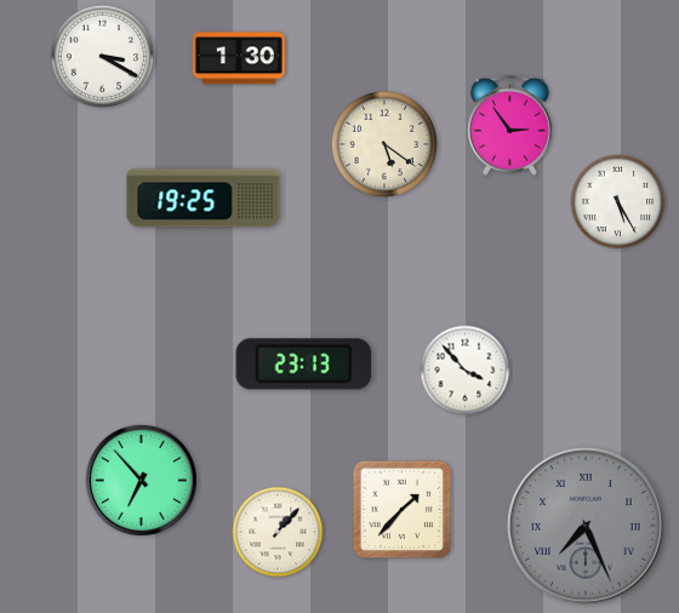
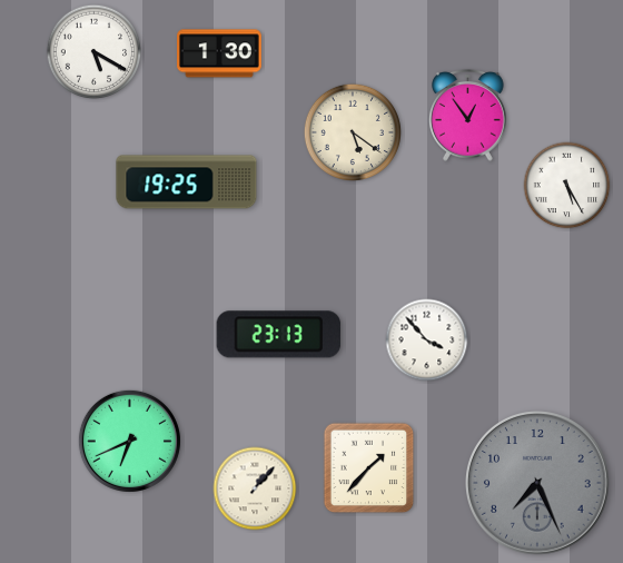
clock at (103, 57): 3:20 -> 5:20
clock at (510, 125): 2:54 -> 12:54
clock at (141, 480): 6:53 -> 6:41
clock at (586, 526) numerals: Roman -> Arabic
